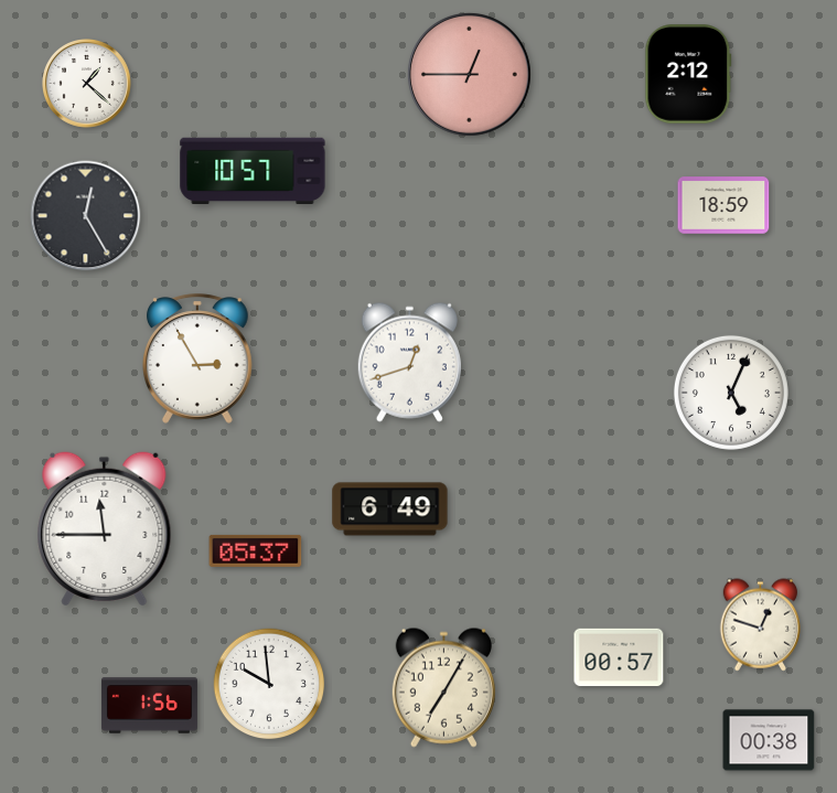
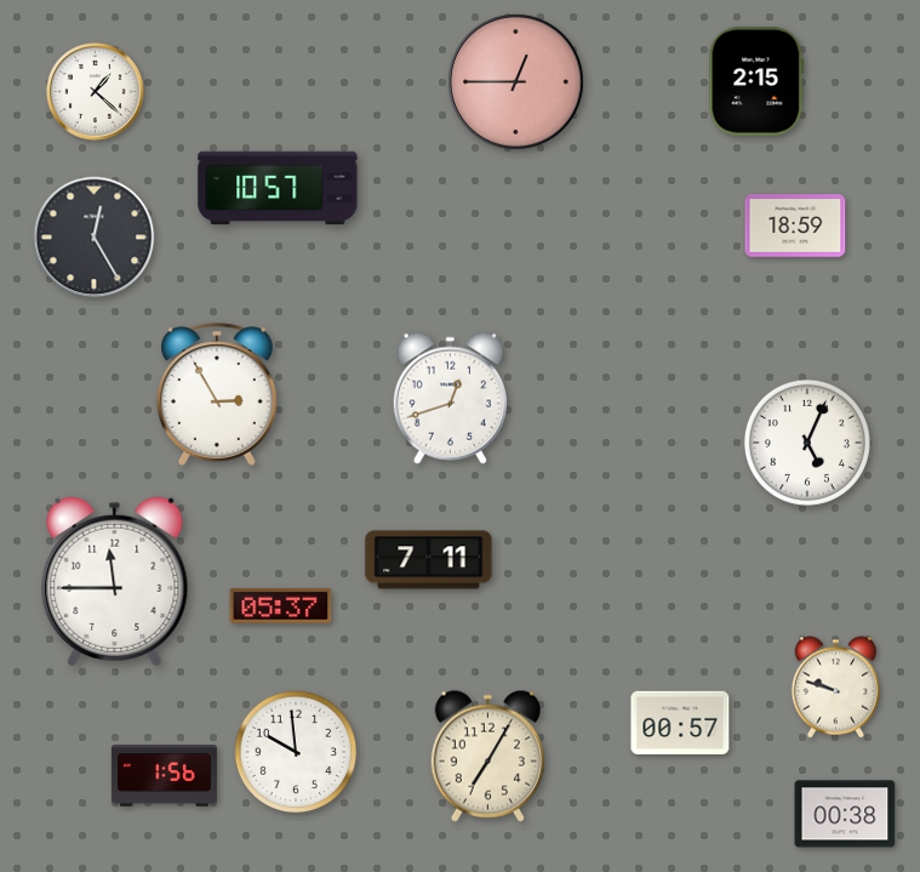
clock at (688, 74): 2:12 -> 2:15
clock at (731, 393) position: (731, 393) -> (807, 443)
clock at (390, 510): 6:49 -> 7:11
clock at (760, 625): 12:48 -> 9:48
